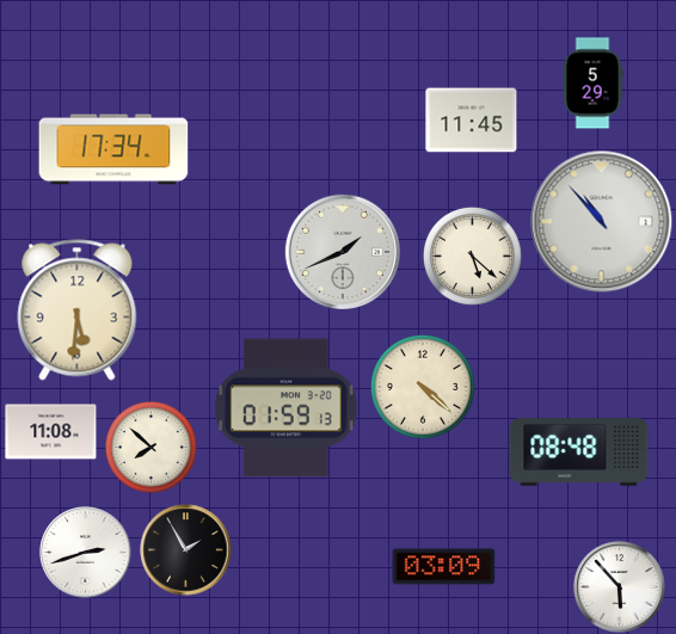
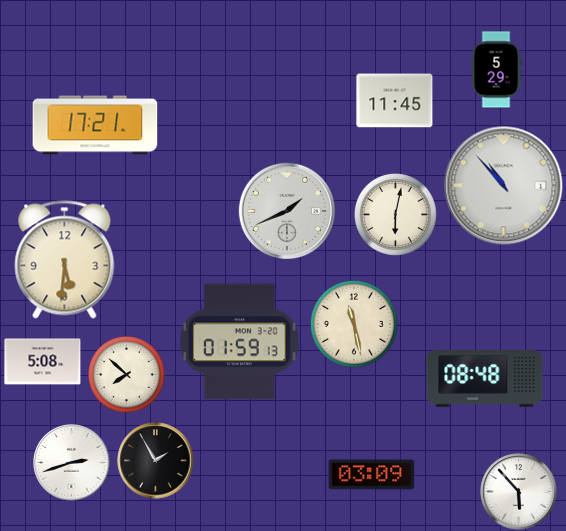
clock at (113, 149): 17:34 -> 17:21
clock at (472, 256): 5:22 -> 6:02
clock at (423, 387): 4:22 -> 11:28
clock at (51, 432): 11:08 -> 5:08
